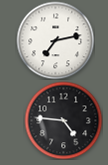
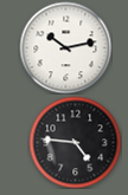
clock at (55, 40): 7:13 -> 10:13
